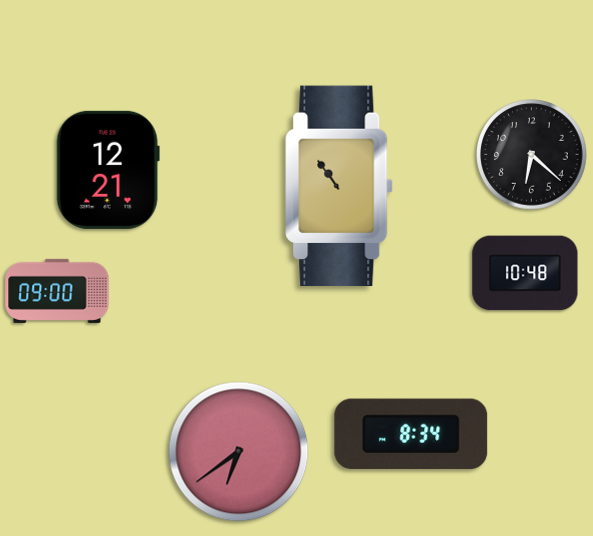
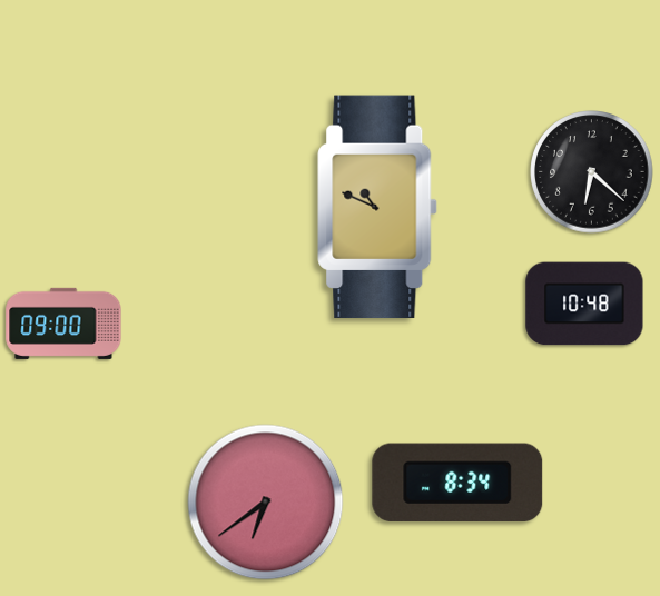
clock at (108, 170): 12:21 -> none
clock at (339, 186): 10:54 -> 10:49
